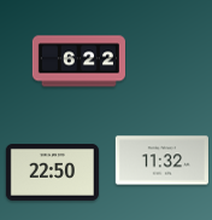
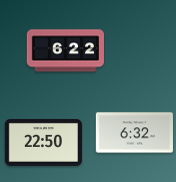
clock at (161, 161): 11:32 -> 6:32
